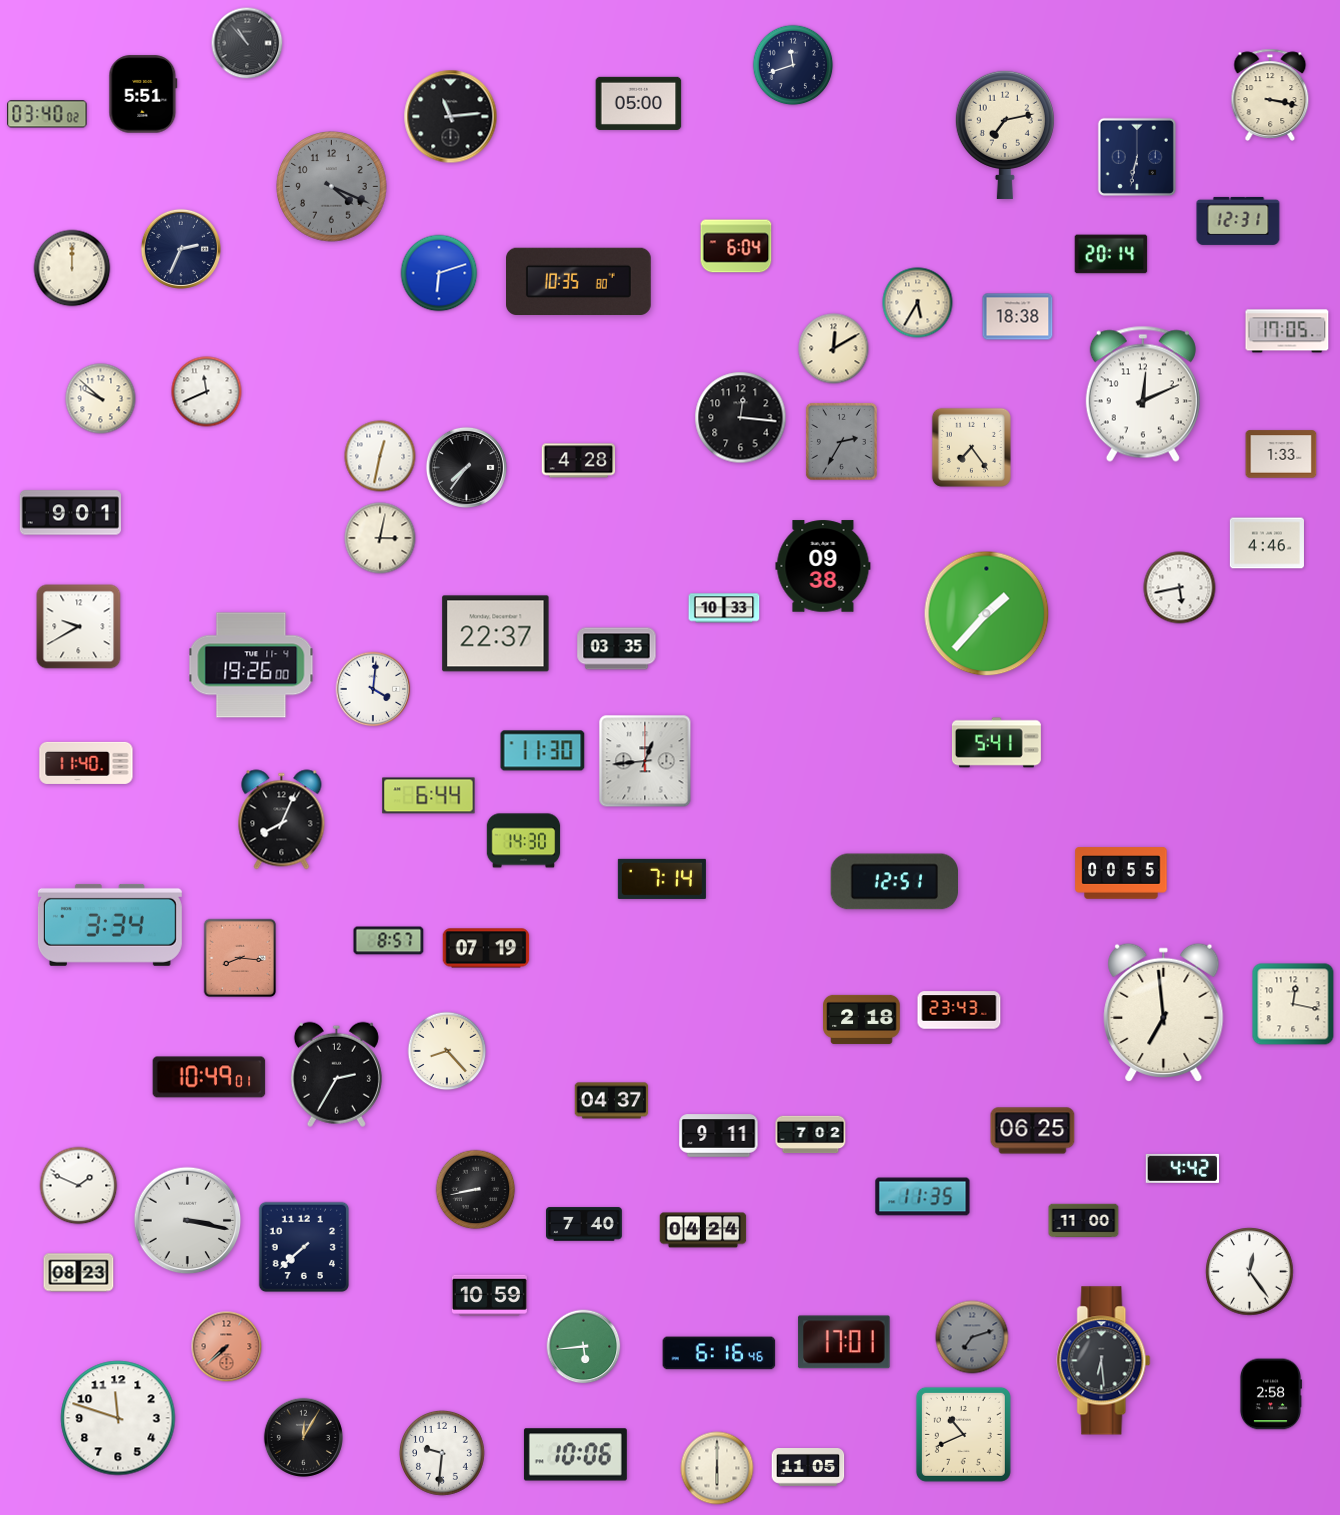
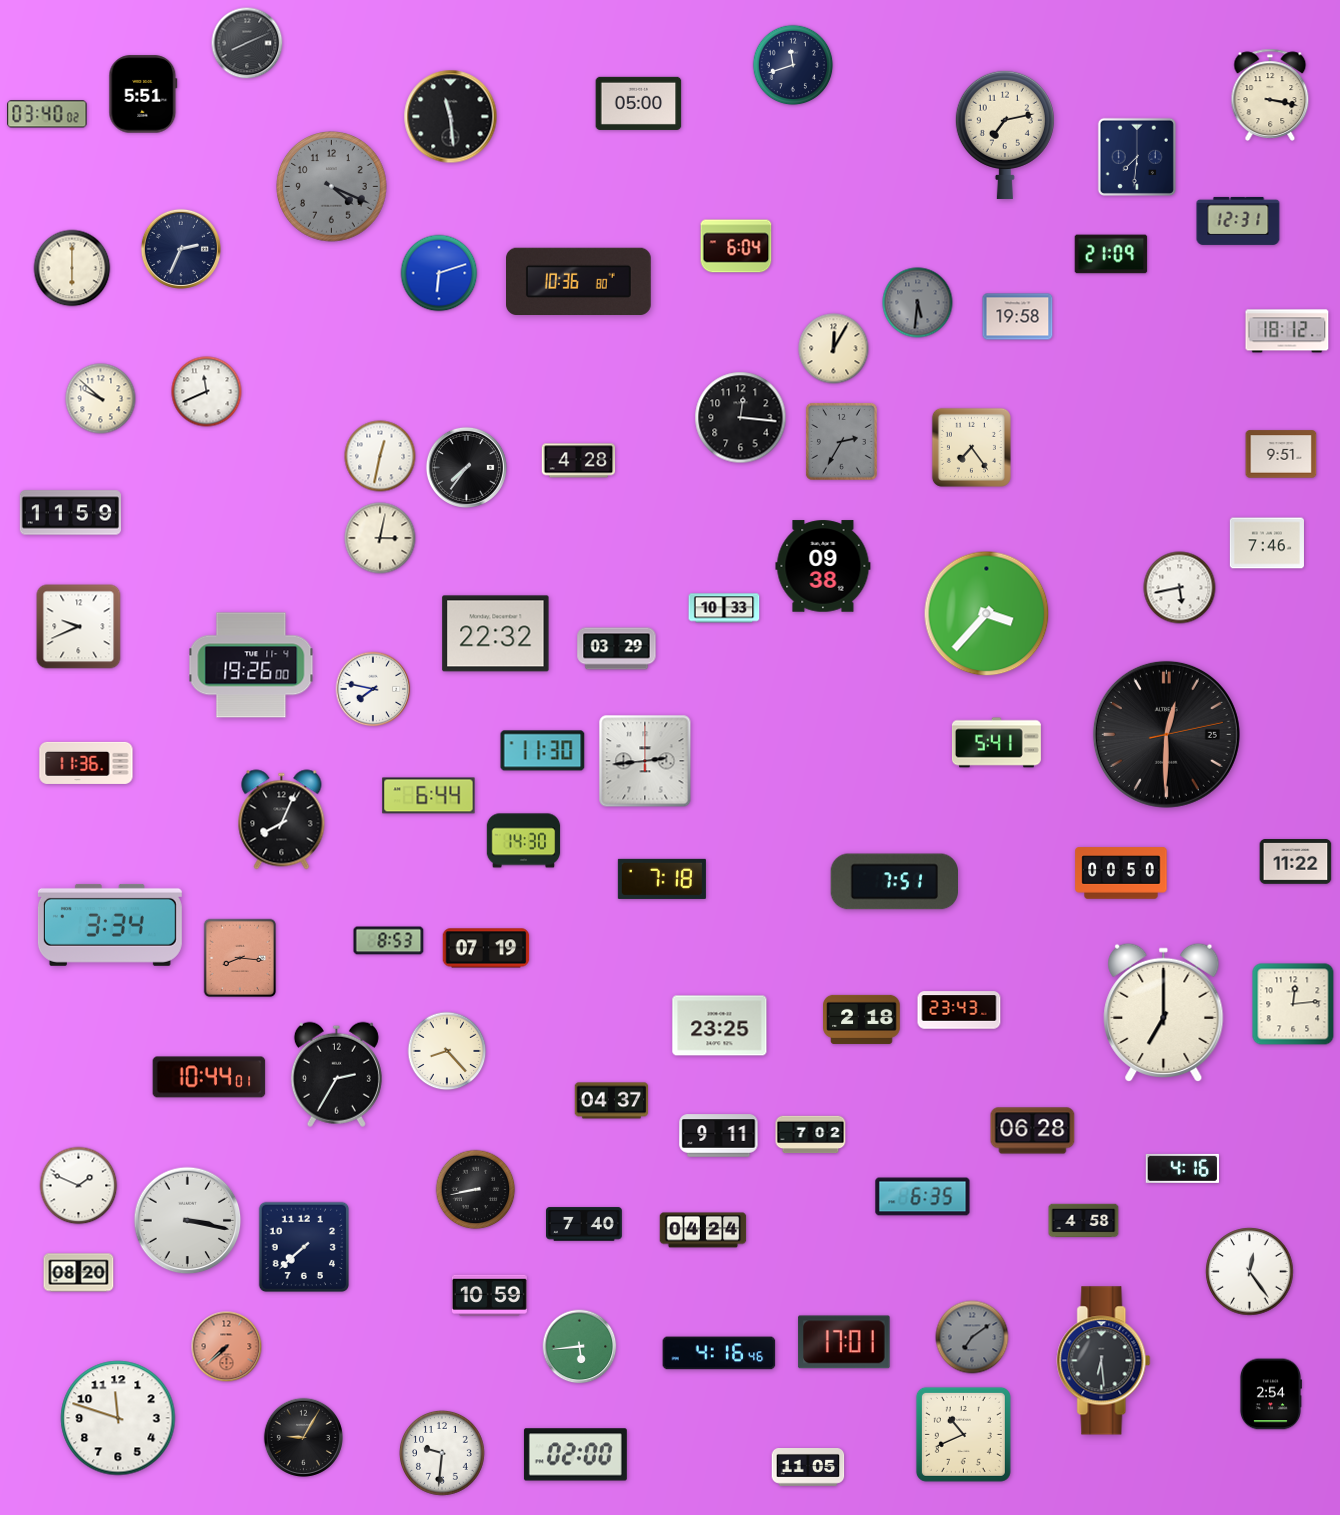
clock at (247, 43): 10:53 -> 8:11
clock at (451, 117): 11:14 -> 11:29
clock at (1136, 156): 6:32 -> 7:31
clock at (1111, 254): 20:14 -> 21:09
clock at (72, 268): 12:00 -> 6:00
clock at (579, 281): 10:35 -> 10:36
clock at (918, 303): 5:35 -> 5:31
clock at (918, 303) dial: cream -> grey
clock at (1018, 317): 18:38 -> 19:58
clock at (1287, 331): 17:05 -> 18:12
clock at (834, 349): 12:10 -> 12:05
clock at (1143, 394): 12:11 -> none
clock at (1281, 454): 1:33 -> 9:51
clock at (70, 513): 9:01 -> 11:59
clock at (1267, 543): 4:46 -> 7:46
clock at (987, 614): 1:37 -> 3:37
clock at (79, 627): 9:40 -> 9:41
clock at (496, 634): 22:37 -> 22:32
clock at (617, 649): 03:35 -> 03:29
clock at (373, 689): 4:01 -> 7:47
clock at (1166, 734): none -> 12:30
clock at (645, 761): 12:44 -> 2:44
clock at (86, 763): 11:40 -> 11:36
clock at (1296, 862): none -> 11:22
clock at (1121, 873): 00:55 -> 00:50
clock at (662, 879): 7:14 -> 7:18
clock at (894, 882): 12:51 -> 7:51
clock at (389, 941): 8:57 -> 8:53
clock at (1293, 1004): 12:17 -> 12:14
clock at (1164, 1013): 6:59 -> 7:00
clock at (720, 1026): none -> 23:25
clock at (209, 1077): 10:49 -> 10:44
clock at (1033, 1131): 06:25 -> 06:28
clock at (1182, 1168): 4:42 -> 4:16
clock at (923, 1197): 11:35 -> 6:35
clock at (1084, 1221): 11:00 -> 4:58
clock at (79, 1273): 08:23 -> 08:20
clock at (972, 1337): 7:12 -> 7:09
clock at (584, 1347) position: (584, 1347) -> (580, 1347)
clock at (719, 1353): 6:16 -> 4:16
clock at (1270, 1394): 2:58 -> 2:54
clock at (303, 1437): 12:05 -> 9:05
clock at (575, 1455): 10:06 -> 02:00
clock at (717, 1468): 6:00 -> none
